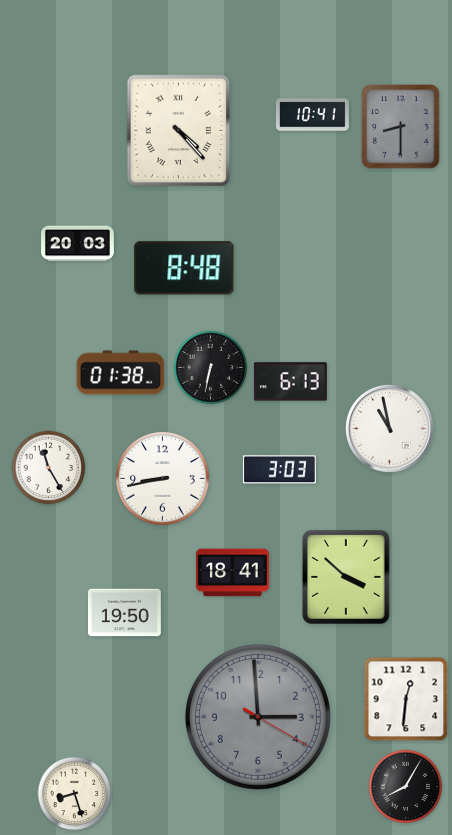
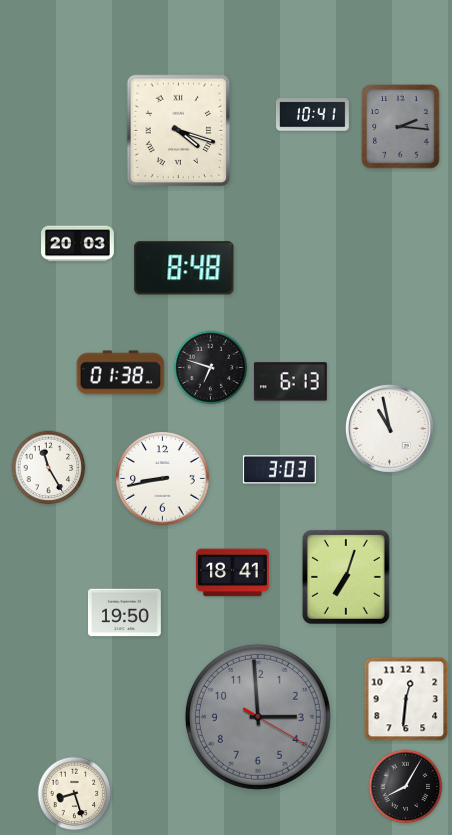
clock at (401, 127): 8:30 -> 2:16
clock at (179, 131): 4:23 -> 4:18
clock at (211, 368): 6:32 -> 6:48
clock at (346, 578): 3:52 -> 7:03
